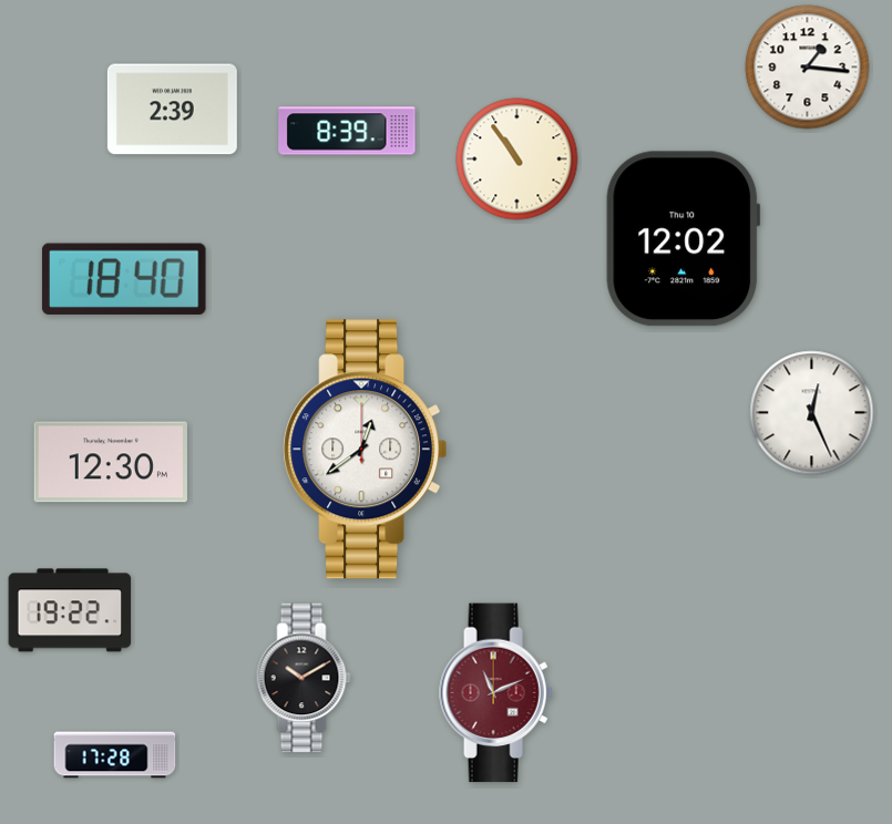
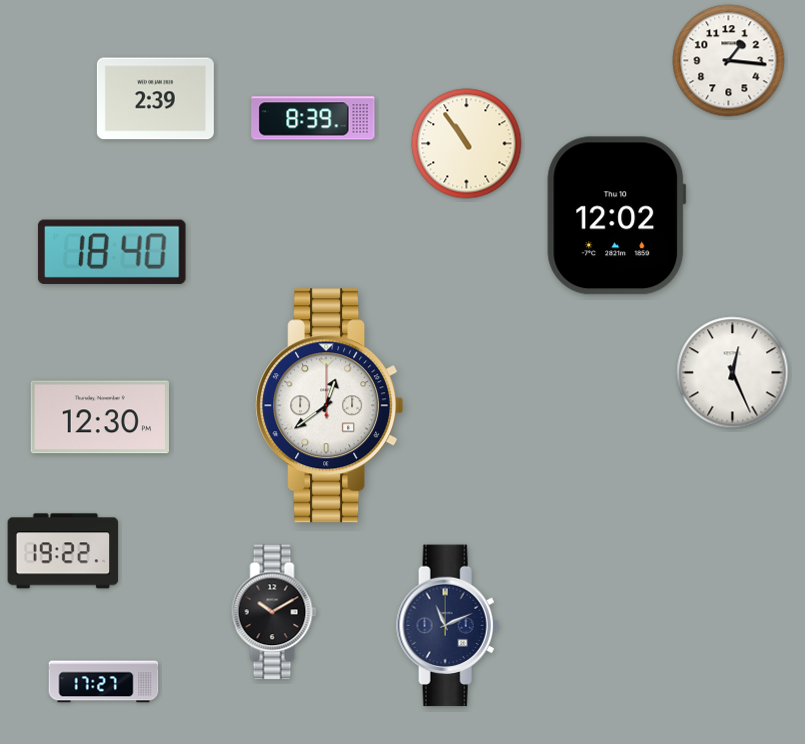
clock at (496, 693) dial: burgundy -> navy
clock at (115, 755): 17:28 -> 17:27
